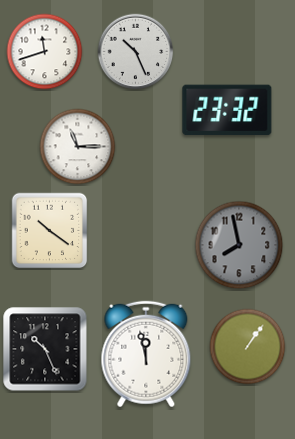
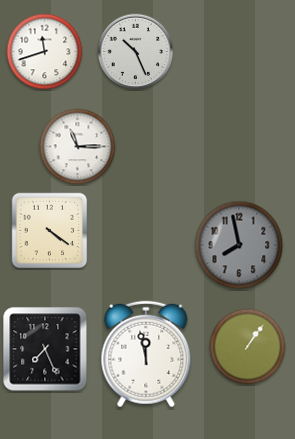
clock at (227, 110): 23:32 -> none
clock at (50, 231): 10:21 -> 4:21
clock at (45, 349): 10:26 -> 7:26
